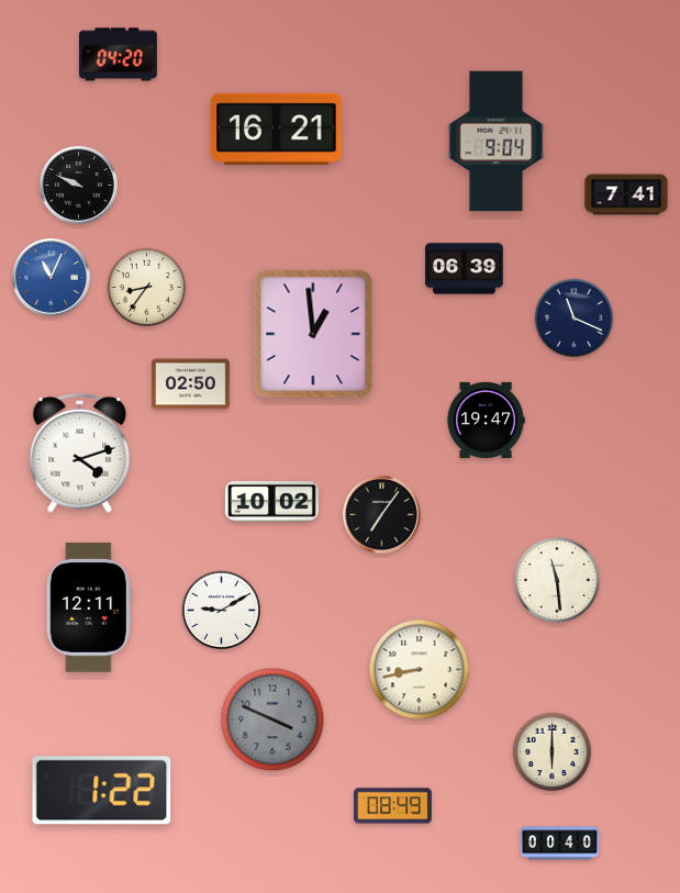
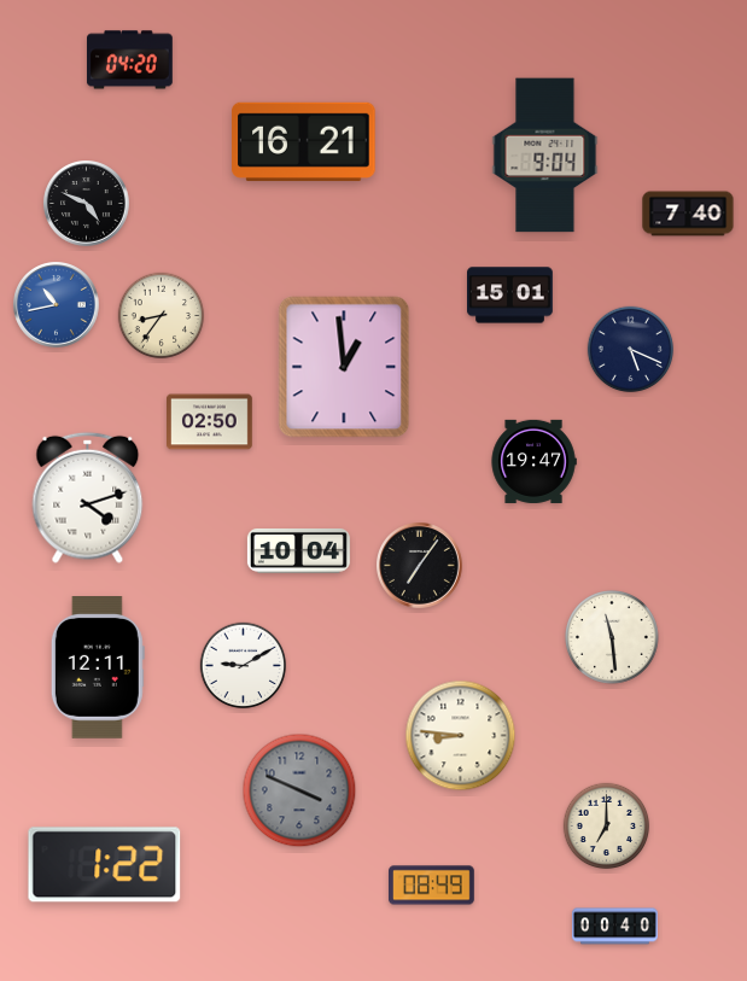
clock at (79, 186): 9:49 -> 4:49
clock at (626, 194): 7:41 -> 7:40
clock at (465, 269): 06:39 -> 15:01
clock at (52, 278): 11:04 -> 10:43
clock at (575, 319): 11:19 -> 5:19
clock at (271, 501): 10:02 -> 10:04
clock at (222, 611) position: (222, 611) -> (244, 666)
clock at (420, 670): 8:43 -> 8:46
clock at (553, 752): 6:00 -> 7:00
clock at (102, 791) position: (102, 791) -> (105, 865)
